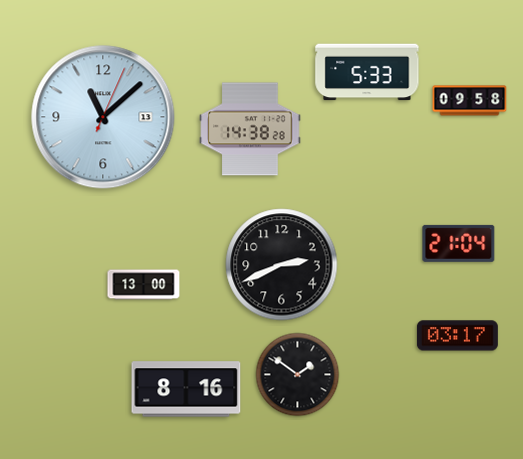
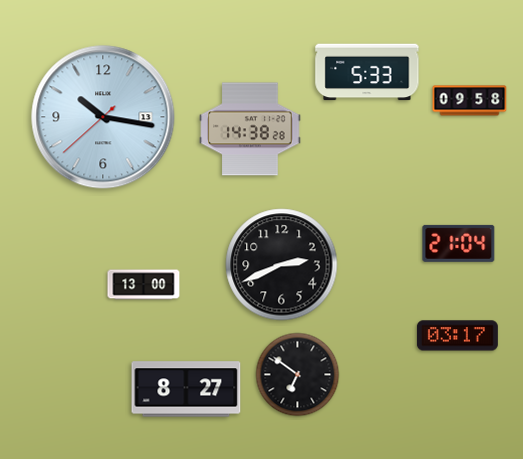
clock at (103, 117): 11:08 -> 10:16
clock at (298, 375): 1:51 -> 6:51
clock at (186, 389): 8:16 -> 8:27
